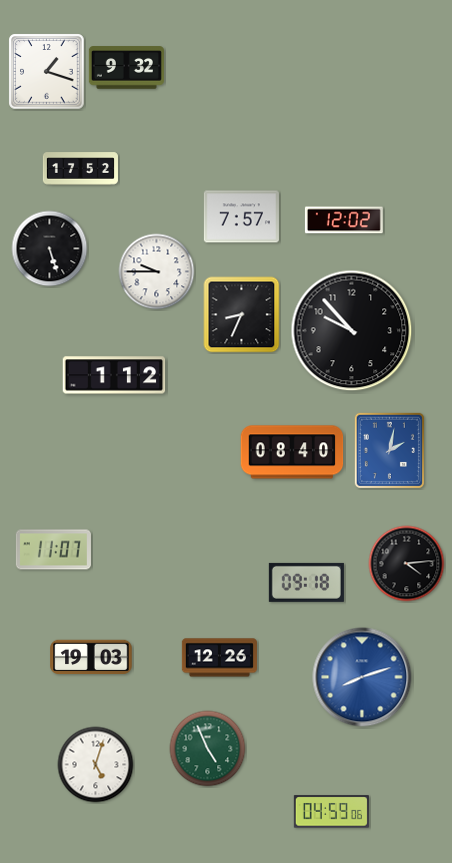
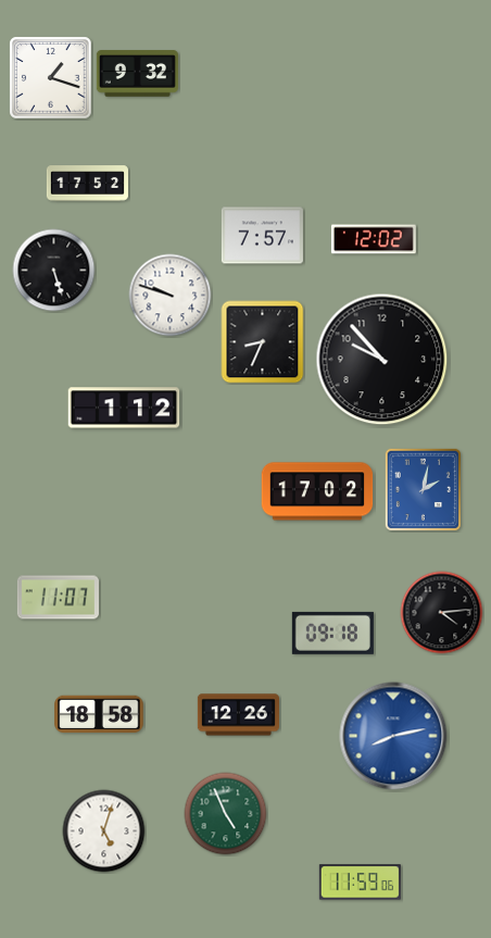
clock at (157, 272): 9:45 -> 9:48
clock at (292, 452): 08:40 -> 17:02
clock at (91, 657): 19:03 -> 18:58
clock at (362, 677): 8:12 -> 8:13
clock at (331, 812): 04:59 -> 11:59
